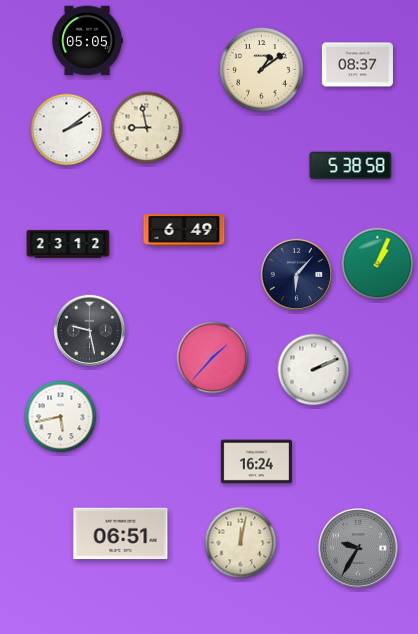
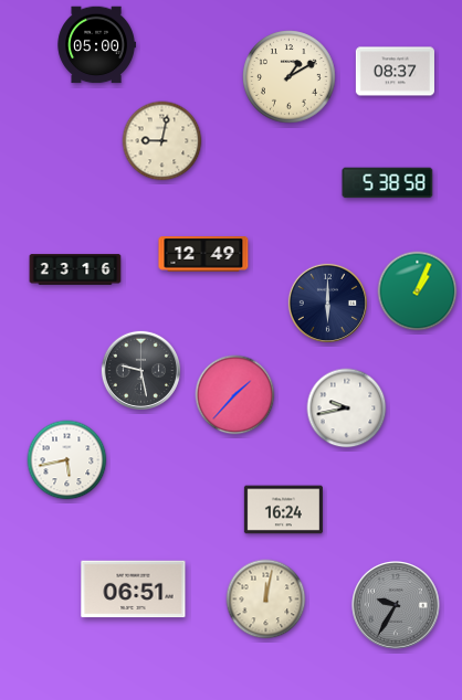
clock at (87, 41): 05:05 -> 05:00
clock at (262, 70): 1:09 -> 1:10
clock at (147, 128): 8:58 -> 9:02
clock at (67, 130): 2:09 -> none
clock at (184, 230): 6:49 -> 12:49
clock at (68, 244): 23:12 -> 23:16
clock at (296, 274): 6:07 -> 6:00
clock at (89, 330) position: (89, 330) -> (140, 370)
clock at (314, 370): 2:11 -> 9:43
